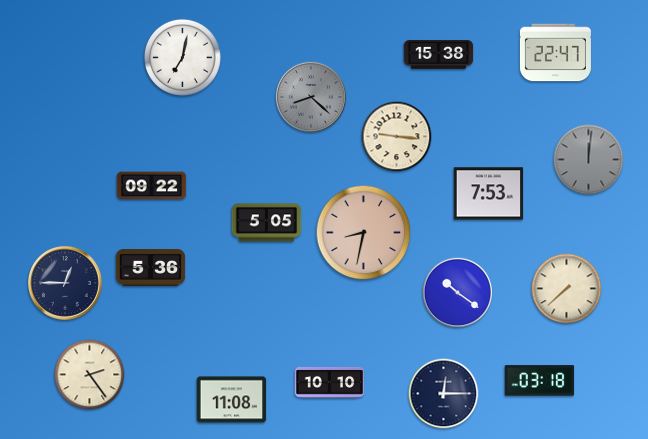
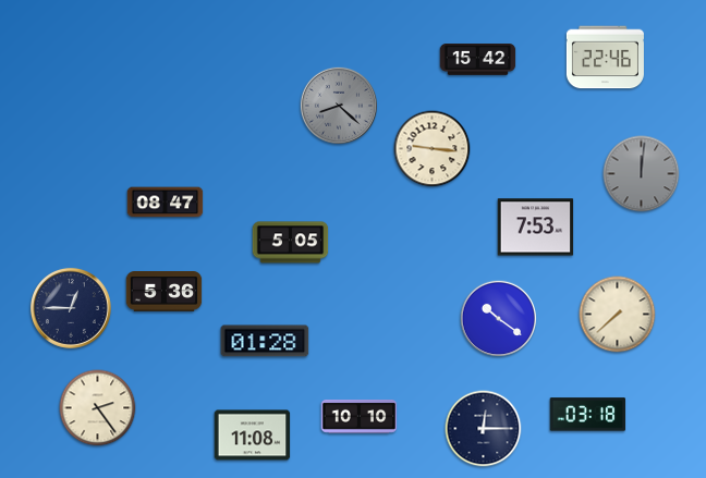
clock at (555, 53): 22:47 -> 22:46
clock at (439, 55): 15:38 -> 15:42
clock at (182, 57): 7:02 -> none
clock at (152, 186): 09:22 -> 08:47
clock at (489, 194) position: (489, 194) -> (536, 228)
clock at (364, 233): 8:32 -> none
clock at (265, 341): none -> 01:28
